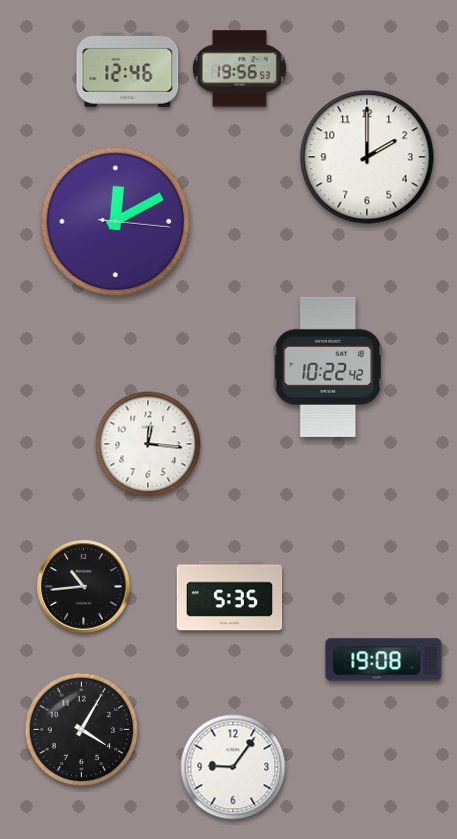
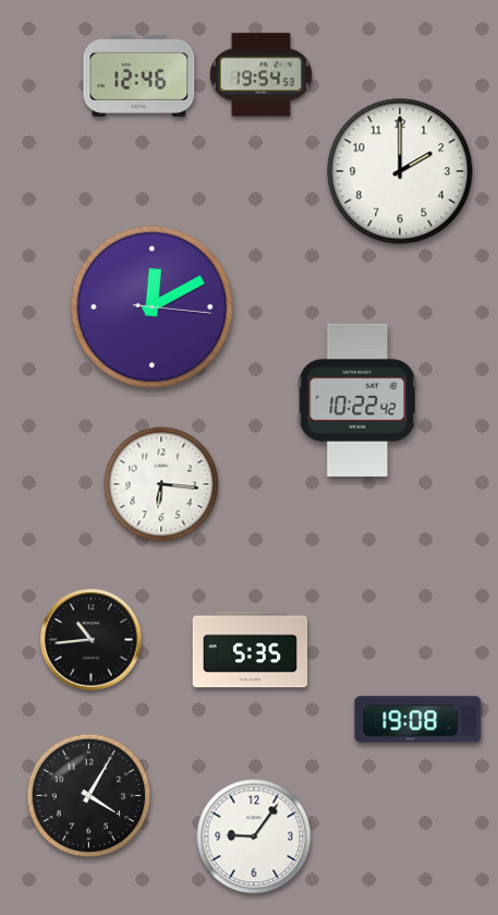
clock at (239, 69): 19:56 -> 19:54
clock at (115, 221) position: (115, 221) -> (151, 306)
clock at (148, 444): 12:16 -> 6:16
